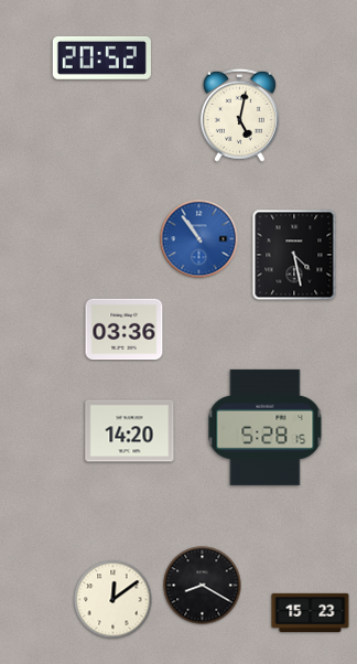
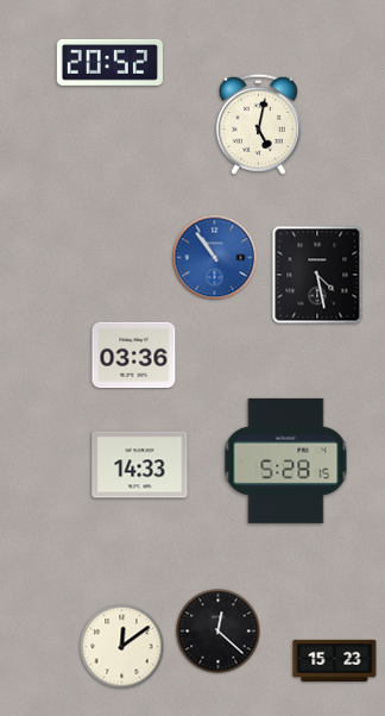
clock at (130, 431): 14:20 -> 14:33
clock at (203, 586): 8:20 -> 12:22
